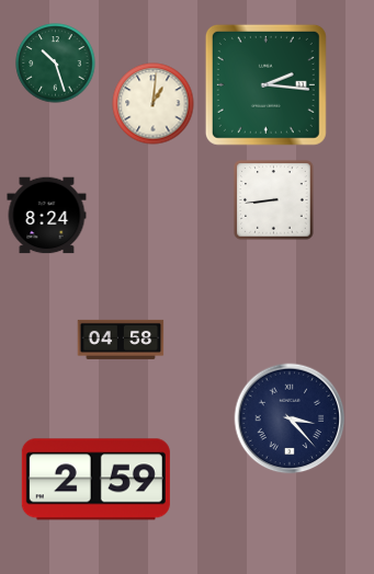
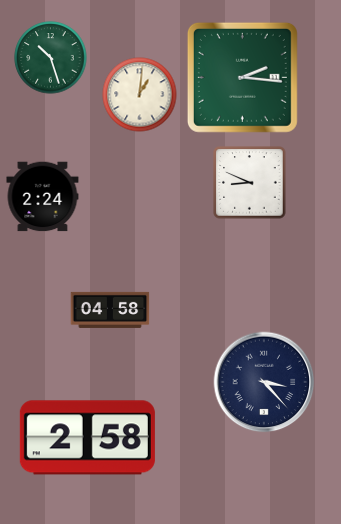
clock at (274, 200): 8:44 -> 8:49
clock at (47, 216): 8:24 -> 2:24
clock at (95, 480): 2:59 -> 2:58
